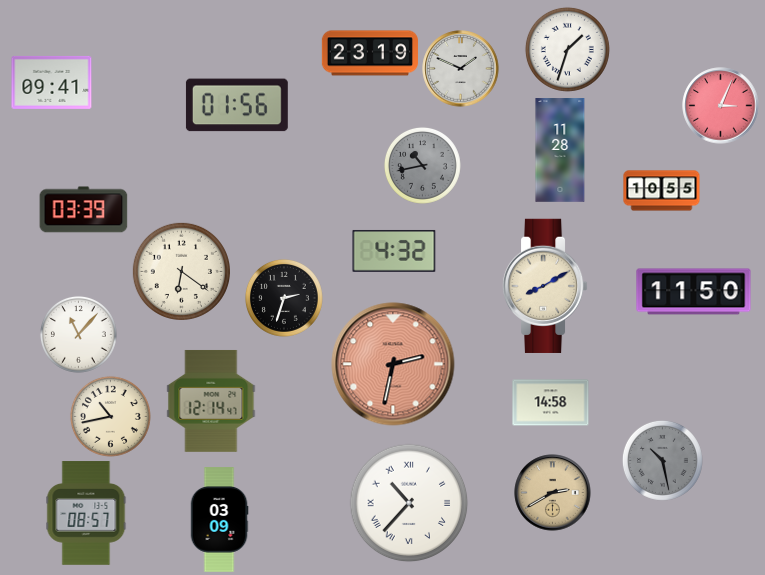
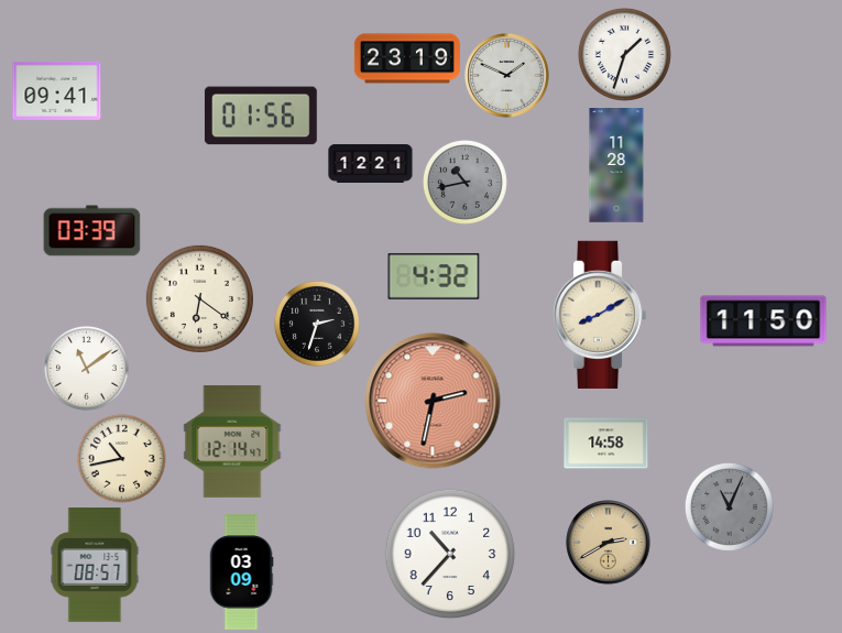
clock at (721, 106): 3:04 -> none
clock at (371, 164): none -> 12:21
clock at (662, 191): 10:55 -> none
clock at (284, 298) position: (284, 298) -> (317, 324)
clock at (78, 334): 11:07 -> 11:09
clock at (662, 460): 10:28 -> 11:04
clock at (409, 503) numerals: Roman -> Arabic
